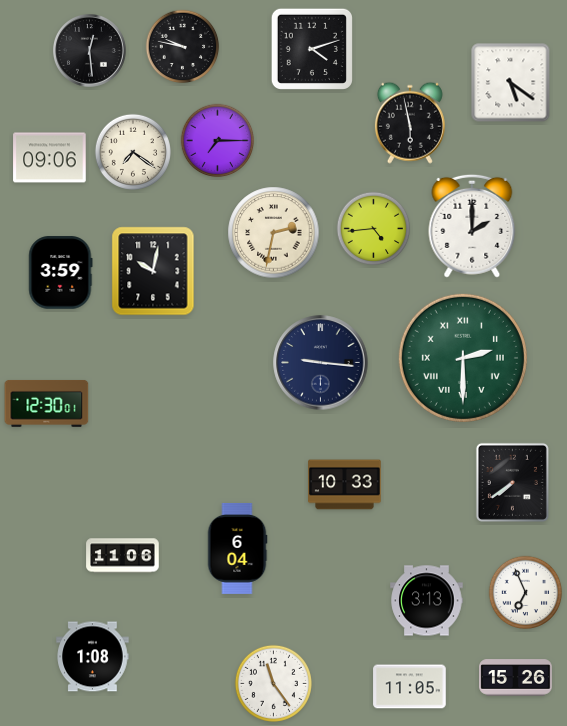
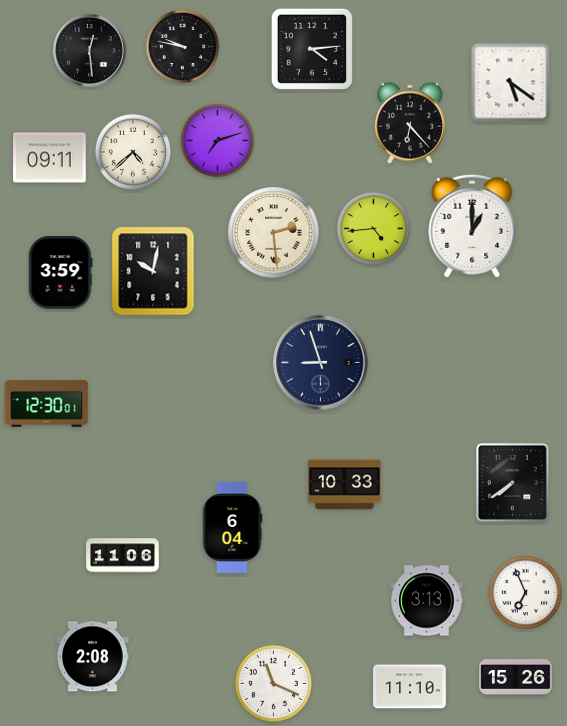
clock at (312, 49): 4:12 -> 4:14
clock at (410, 123): 5:58 -> 6:23
clock at (218, 141): 7:15 -> 7:12
clock at (133, 152): 7:21 -> 4:38
clock at (50, 158): 09:06 -> 09:11
clock at (472, 226): 2:00 -> 1:00
clock at (274, 233): 2:32 -> 2:29
clock at (463, 358): 2:30 -> none
clock at (321, 363): 9:16 -> 8:57
clock at (237, 548) position: (237, 548) -> (232, 527)
clock at (93, 657): 1:08 -> 2:08
clock at (273, 683): 11:24 -> 11:19
clock at (410, 687): 11:05 -> 11:10
